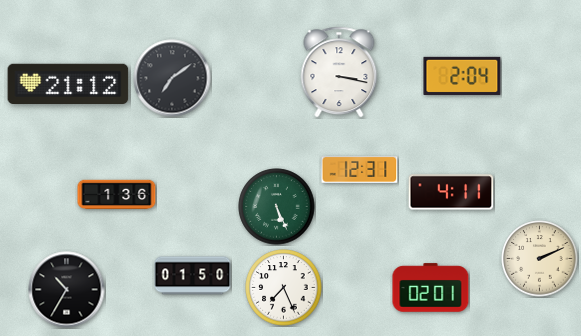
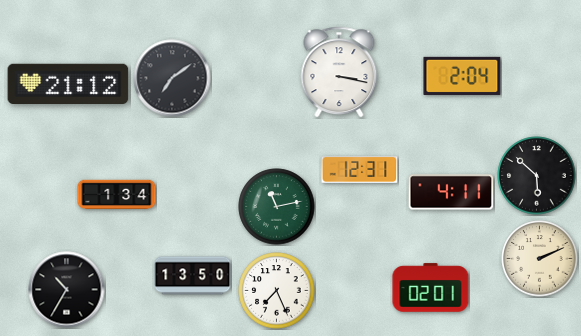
clock at (537, 176): none -> 5:52
clock at (117, 195): 1:36 -> 1:34
clock at (277, 207): 5:26 -> 11:13
clock at (193, 276): 01:50 -> 13:50
clock at (284, 288) position: (284, 288) -> (277, 291)
